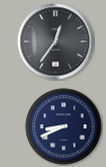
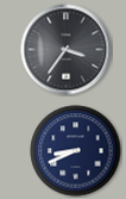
clock at (56, 42): 12:36 -> 3:36
